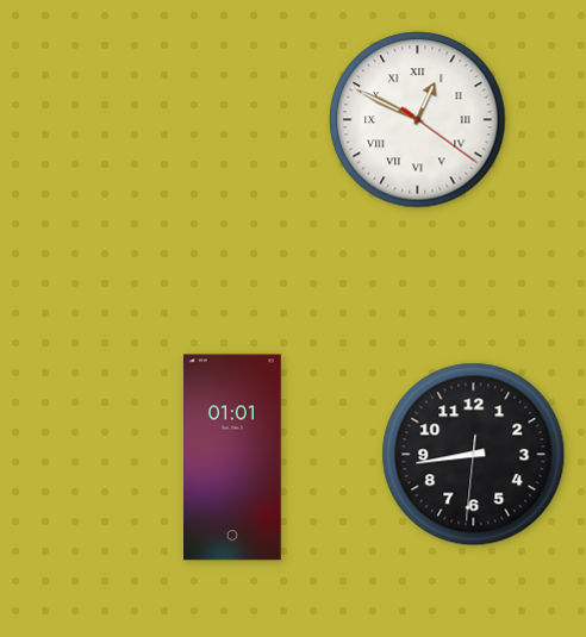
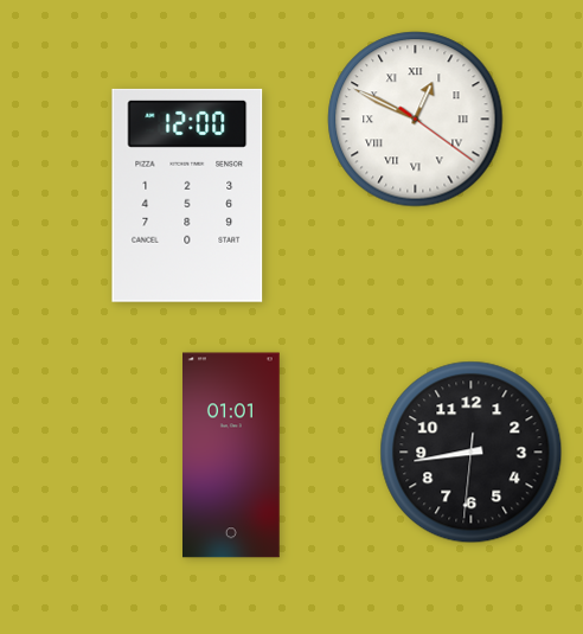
clock at (187, 196): none -> 12:00
